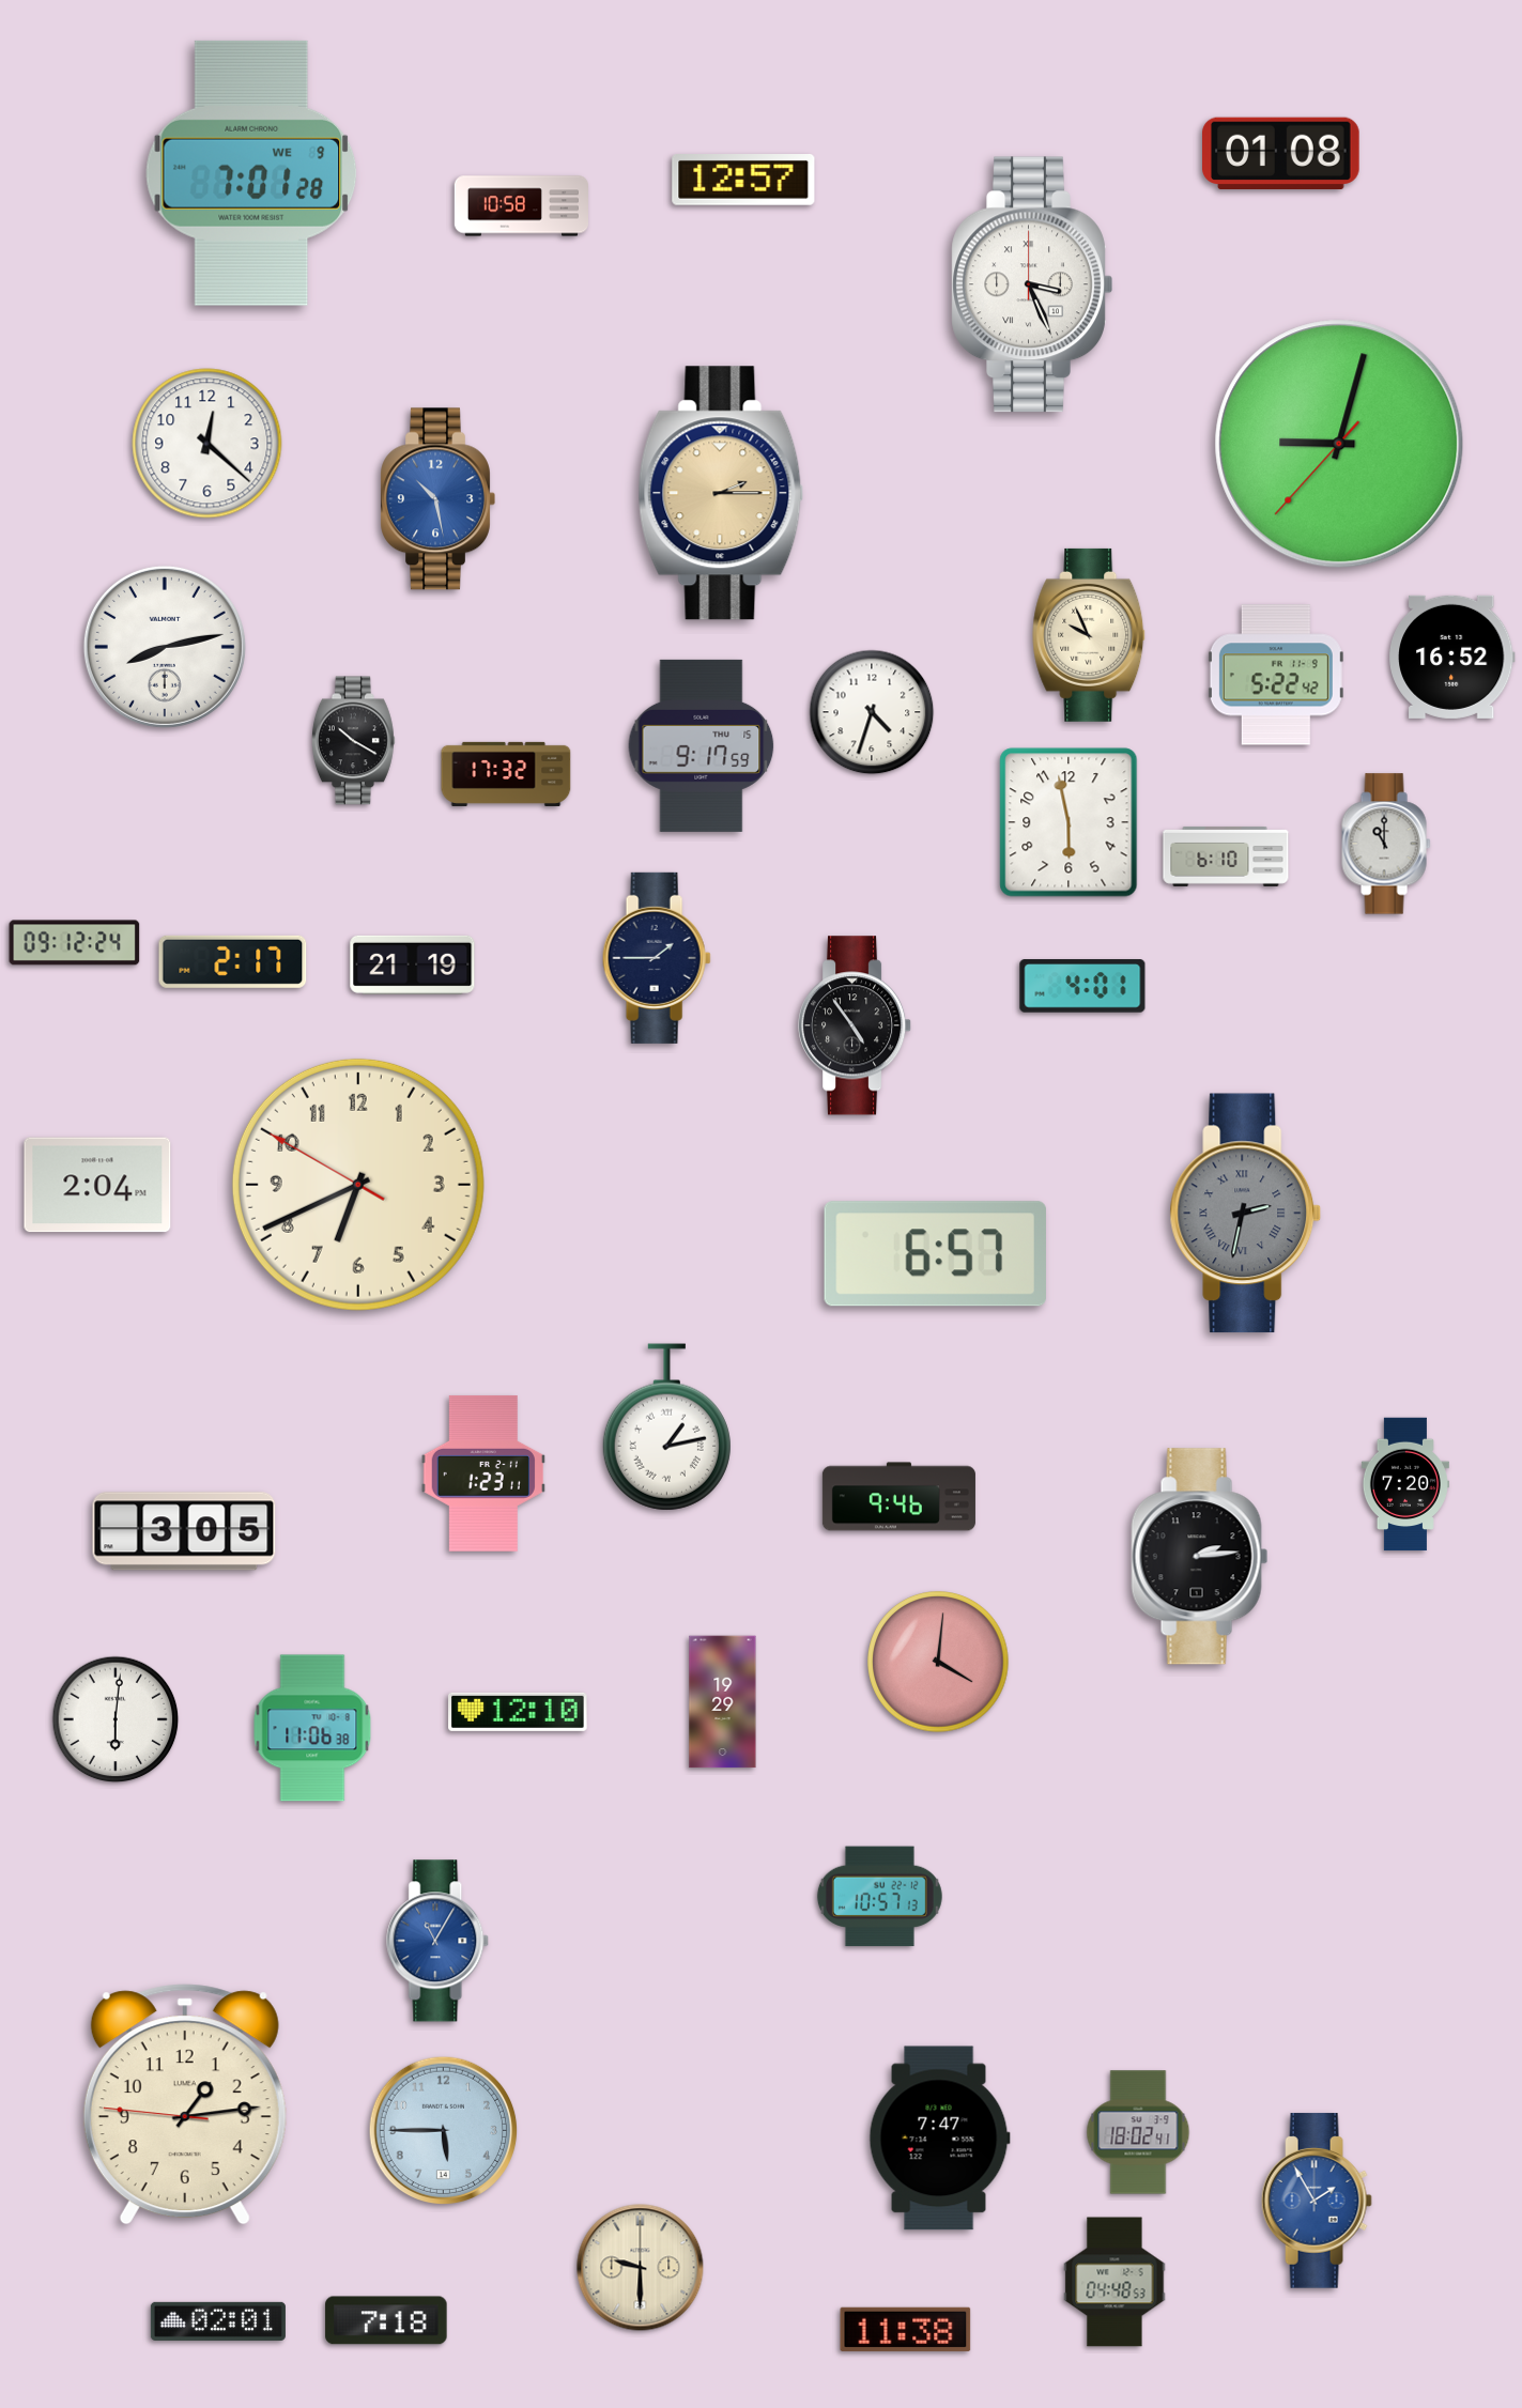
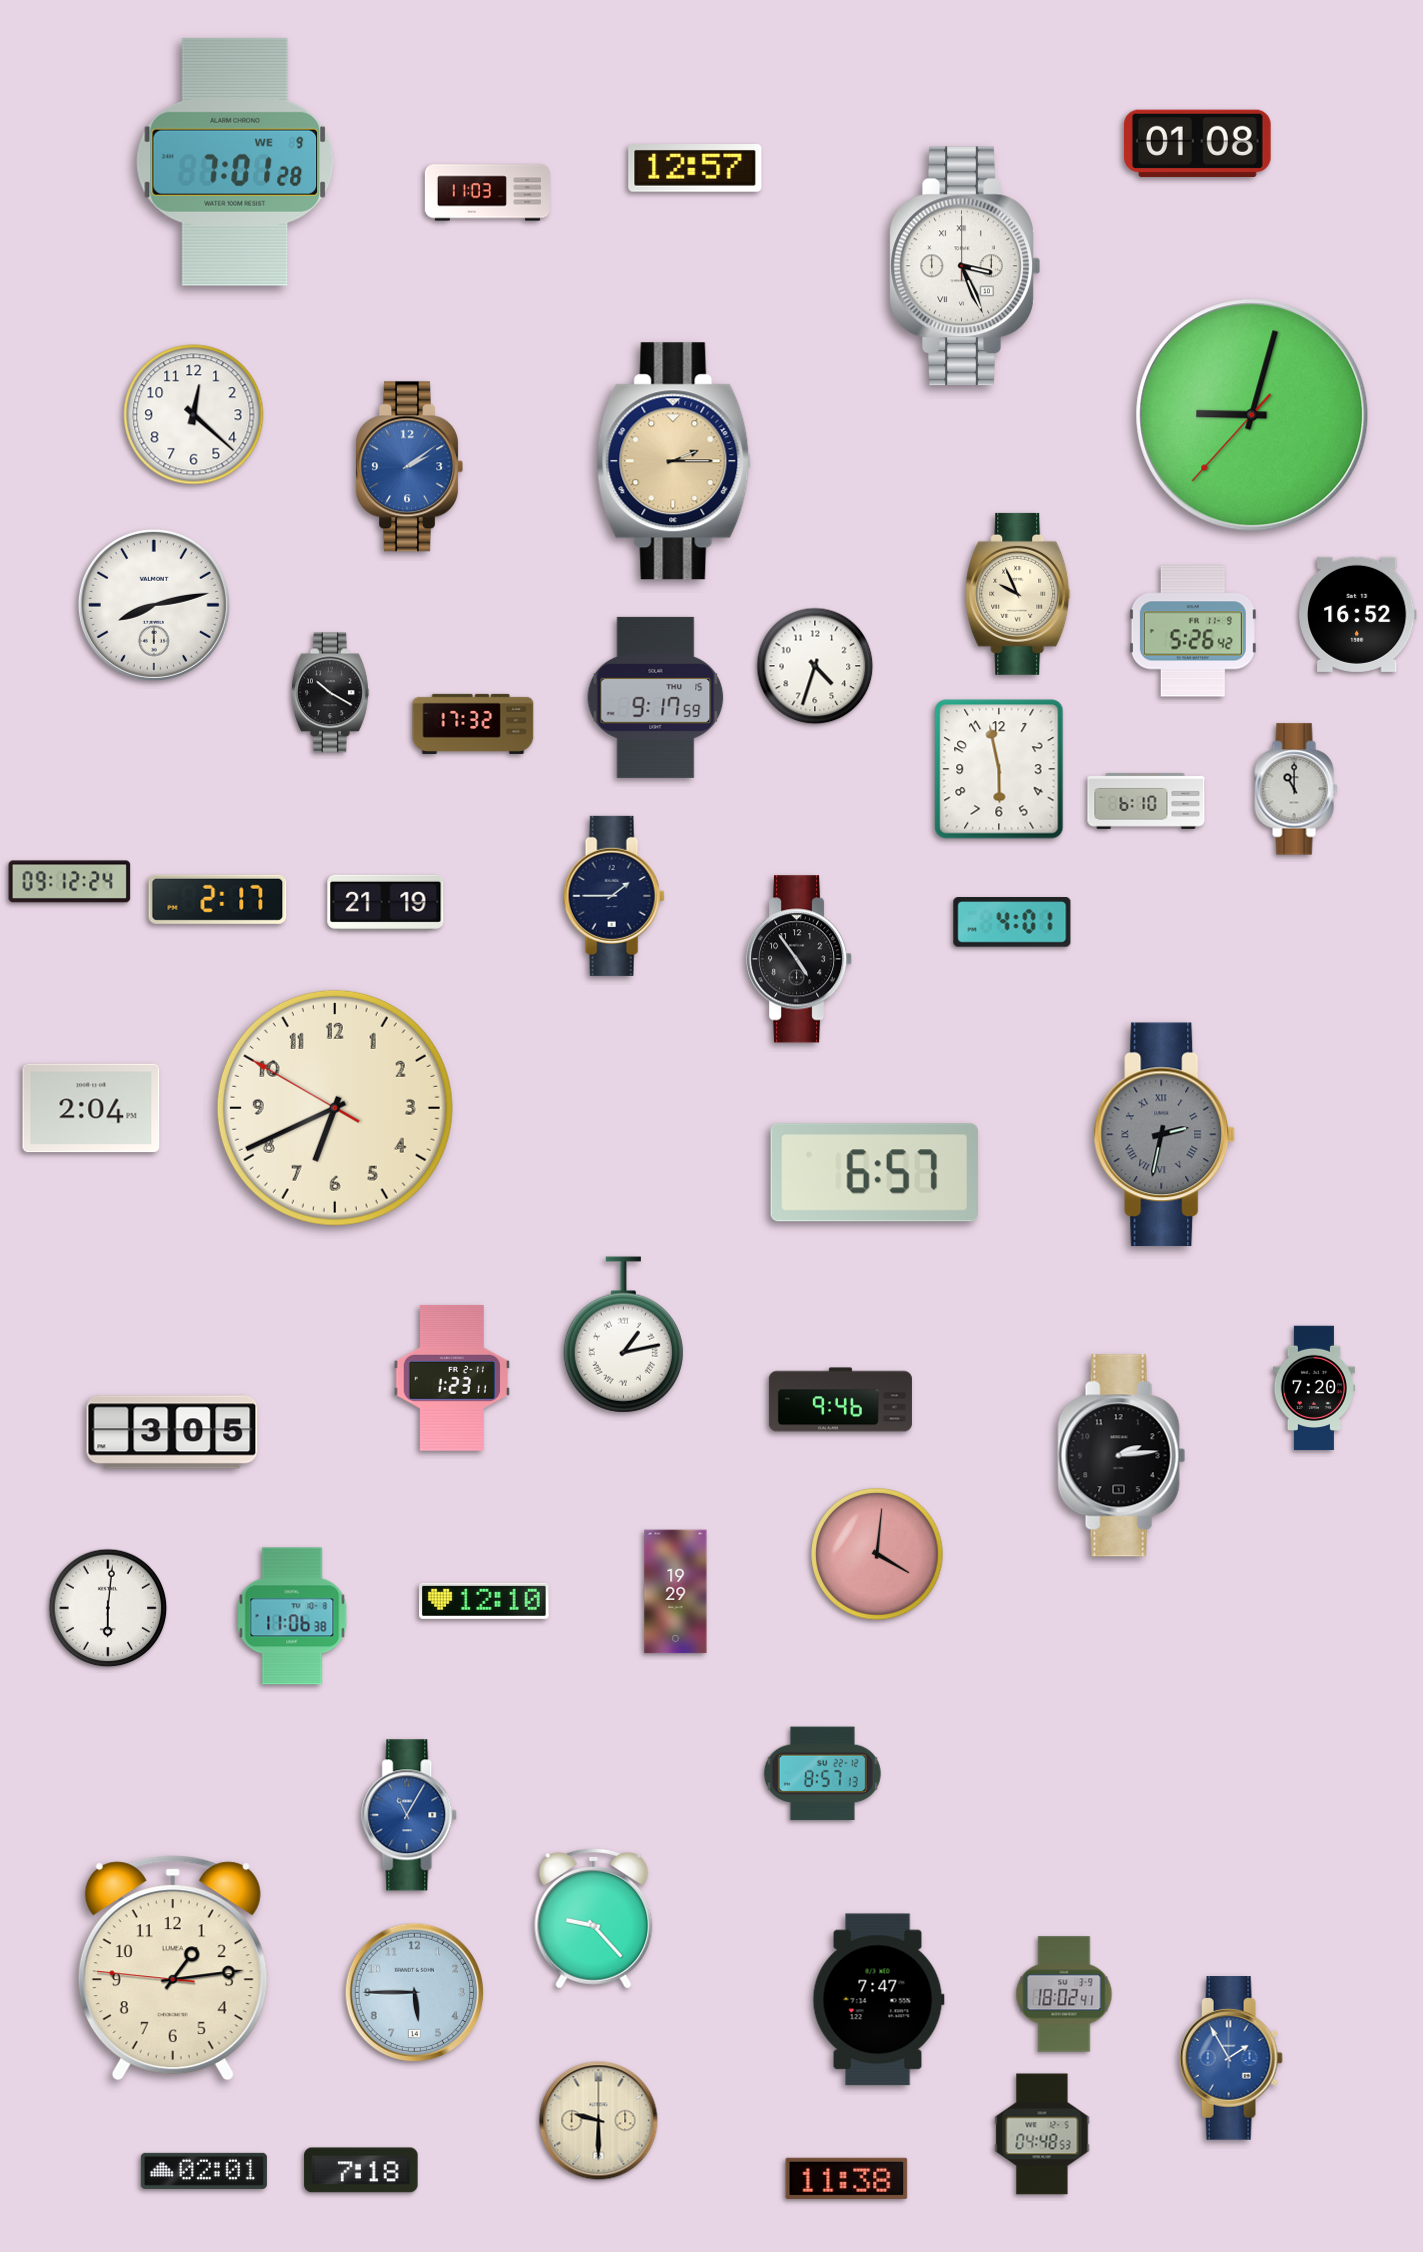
clock at (521, 206): 10:58 -> 11:03
clock at (437, 499): 10:28 -> 2:09
clock at (1276, 675): 5:22 -> 5:26
clock at (879, 1897): 10:57 -> 8:57
clock at (594, 1919): none -> 9:23
